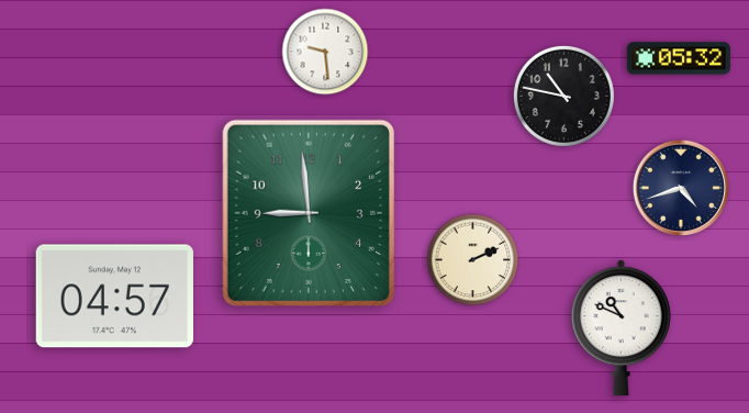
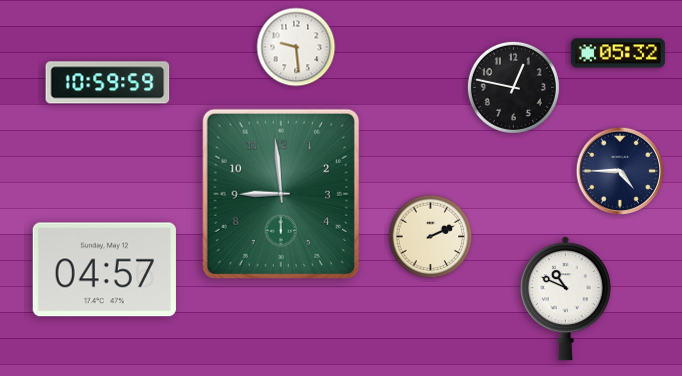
clock at (108, 83): none -> 10:59
clock at (563, 96): 10:47 -> 12:47
clock at (680, 187): 4:42 -> 4:45
